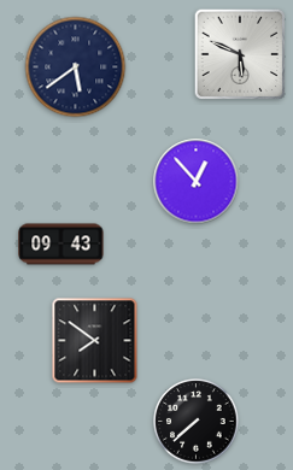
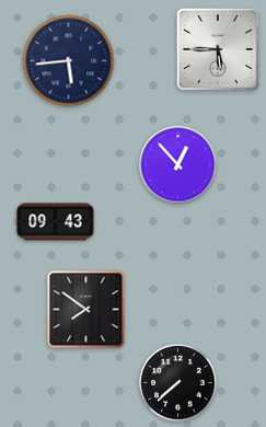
clock at (240, 54): 5:49 -> 5:45
clock at (76, 67): 5:39 -> 5:44
